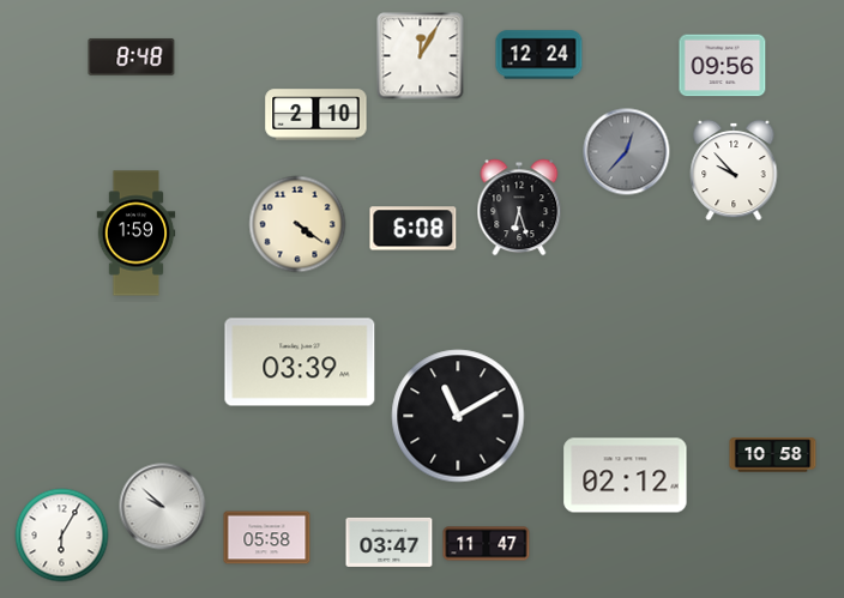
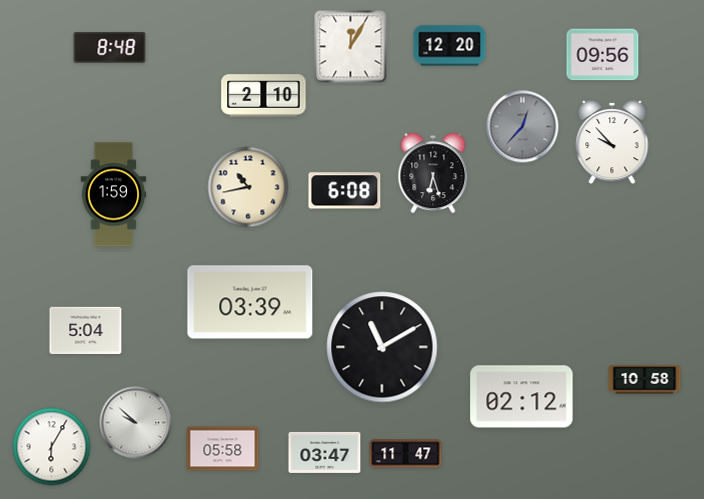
clock at (539, 55): 12:24 -> 12:20
clock at (297, 224): 4:21 -> 10:43
clock at (86, 330): none -> 5:04
